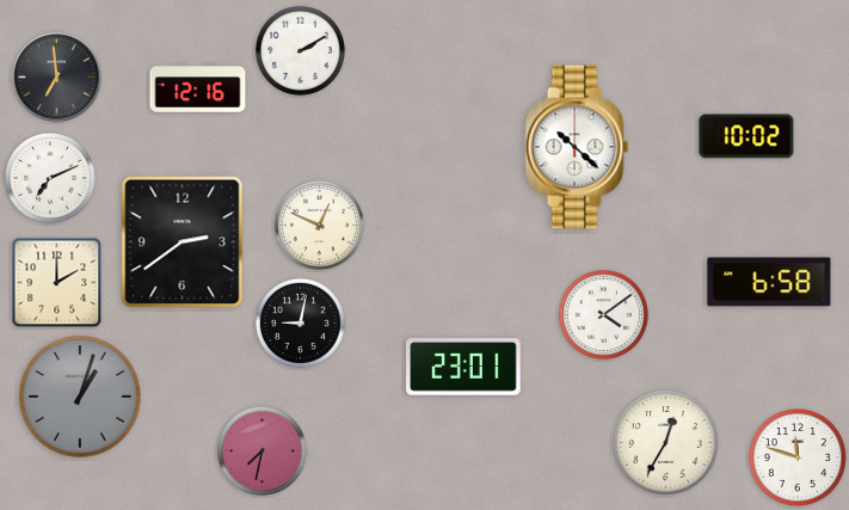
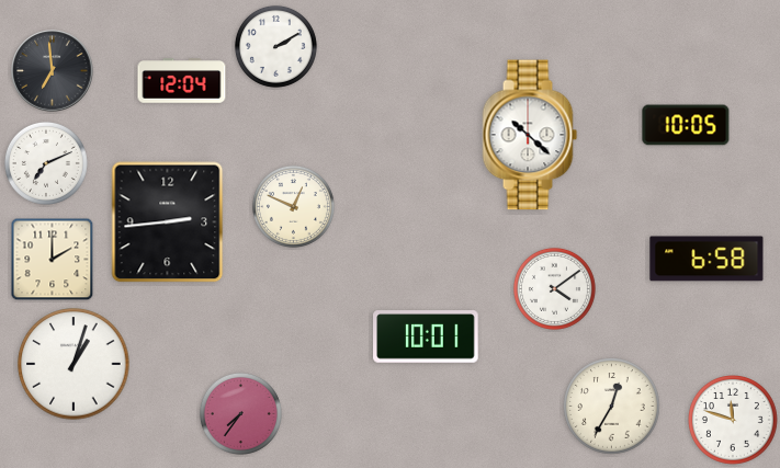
clock at (198, 88): 12:16 -> 12:04
clock at (746, 136): 10:02 -> 10:05
clock at (183, 242): 2:39 -> 2:44
clock at (300, 322): 9:02 -> none
clock at (463, 367): 23:01 -> 10:01
clock at (80, 397) dial: grey -> white
clock at (262, 450): 7:32 -> 7:36
